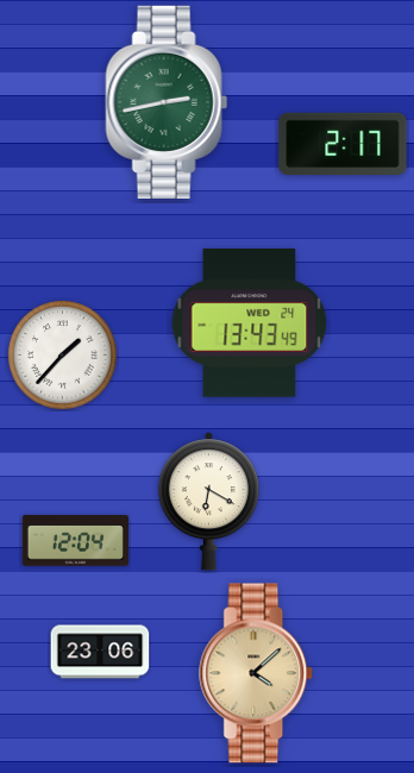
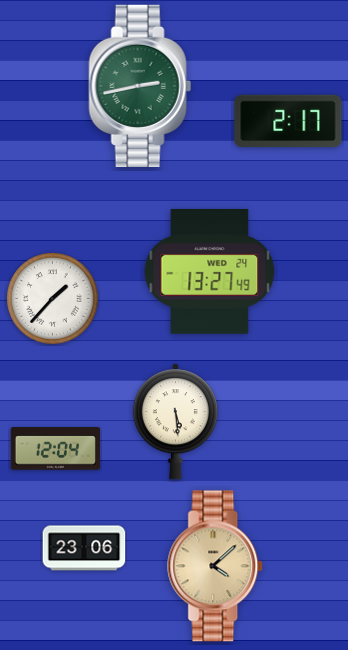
clock at (250, 322): 13:43 -> 13:27
clock at (208, 502): 6:20 -> 5:29
clock at (75, 541) position: (75, 541) -> (55, 449)
